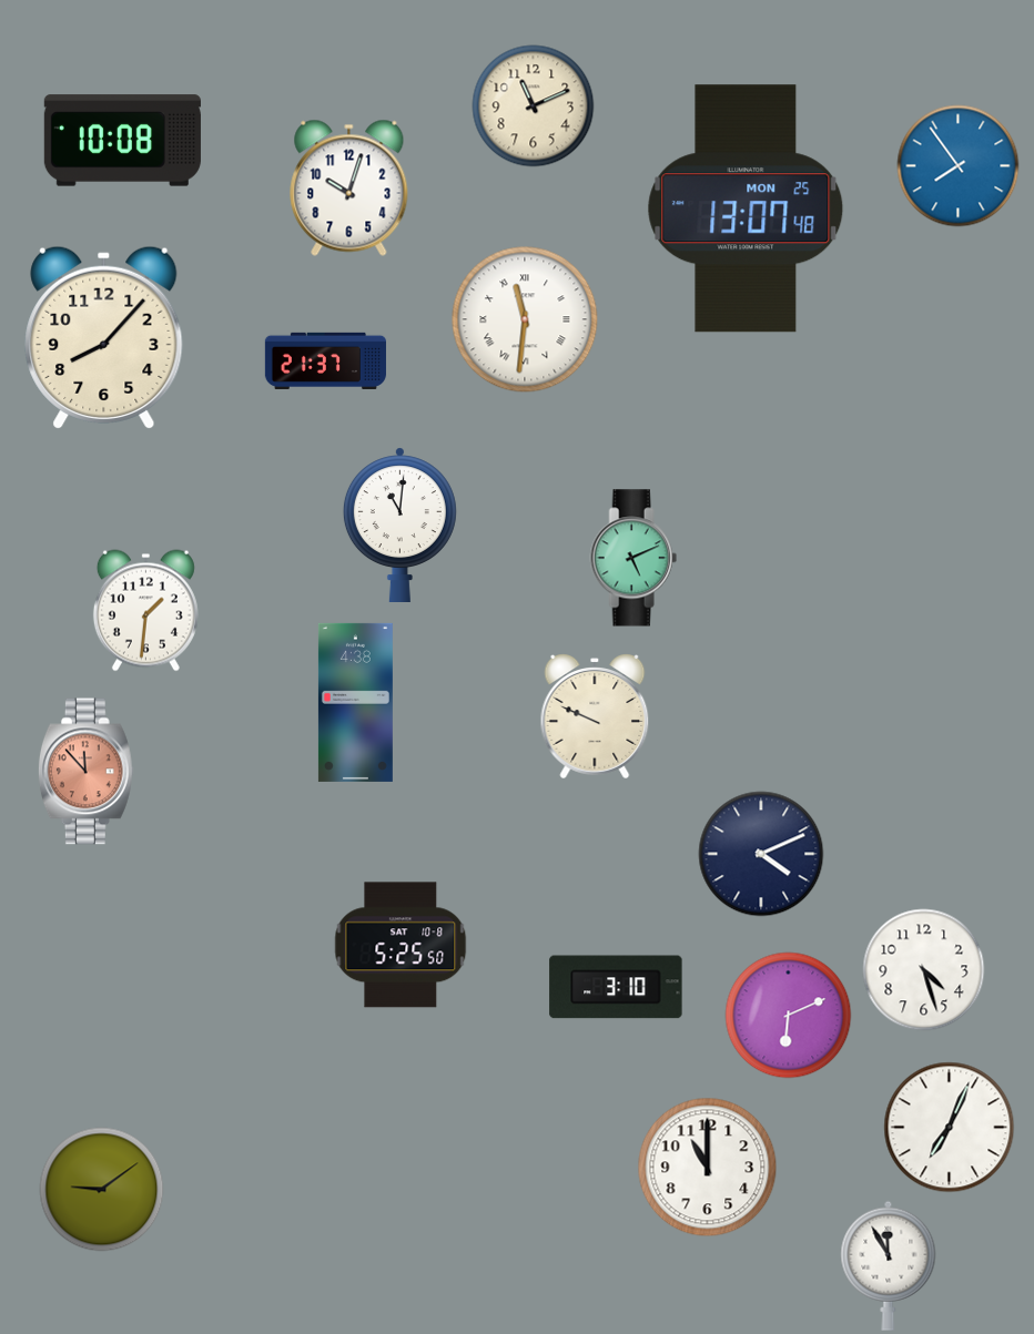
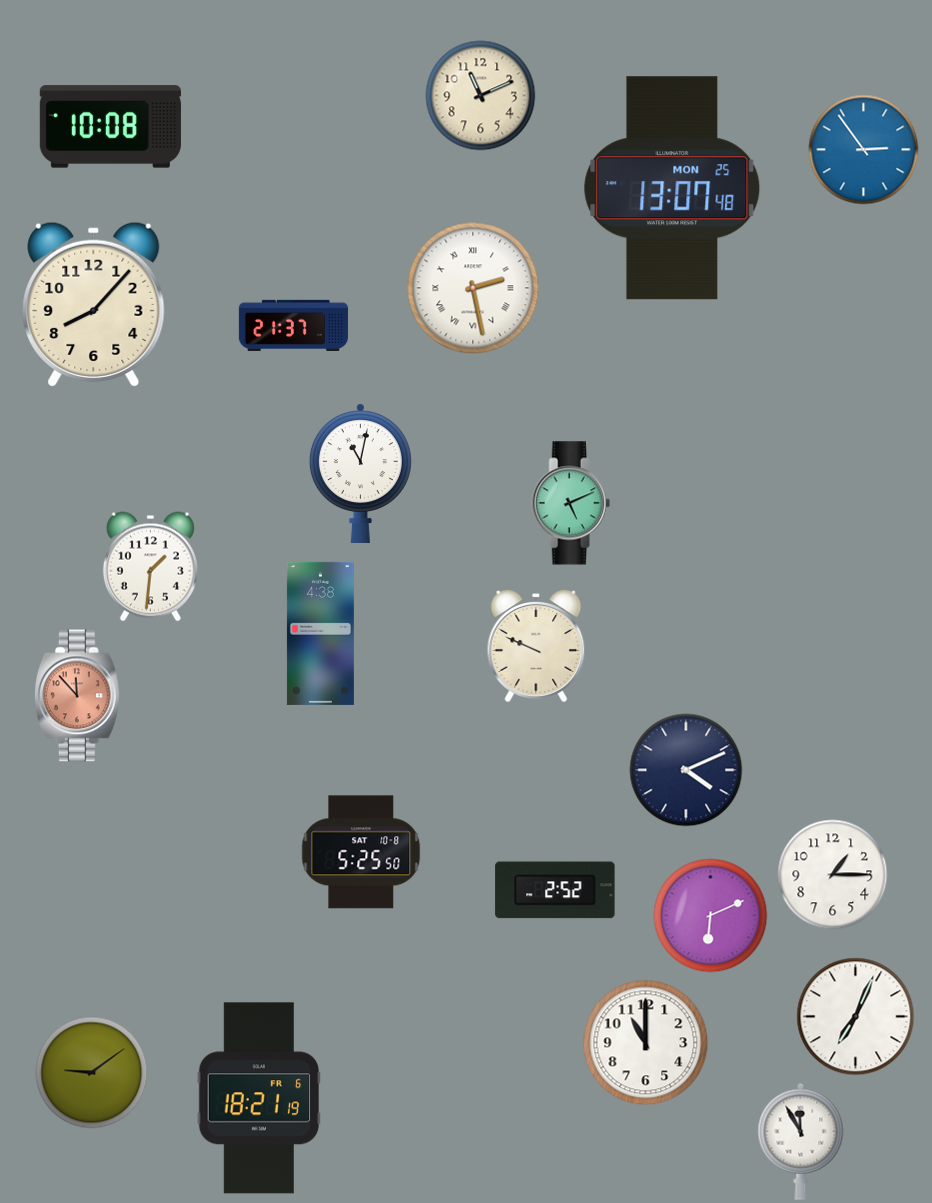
clock at (959, 166): 7:54 -> 2:54
clock at (349, 187): 10:03 -> none
clock at (525, 319): 11:31 -> 2:28
clock at (399, 525): 11:01 -> 11:02
clock at (145, 611) position: (145, 611) -> (150, 567)
clock at (924, 970): 4:27 -> 1:15
clock at (616, 987): 3:10 -> 2:52
clock at (708, 1168) position: (708, 1168) -> (646, 1043)
clock at (259, 1098): none -> 18:21
